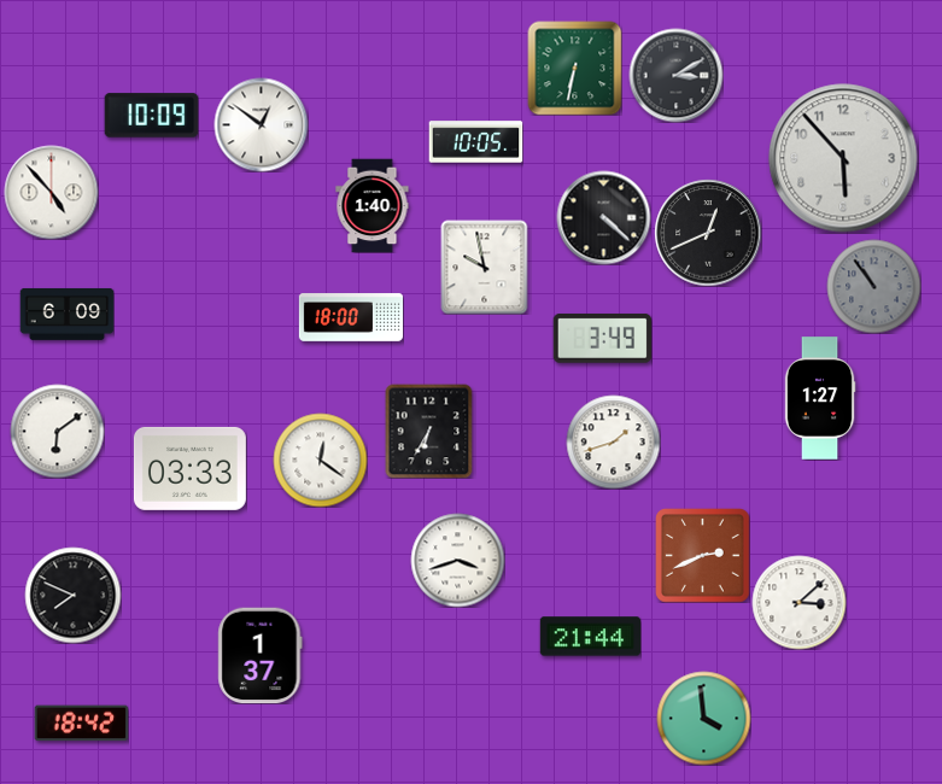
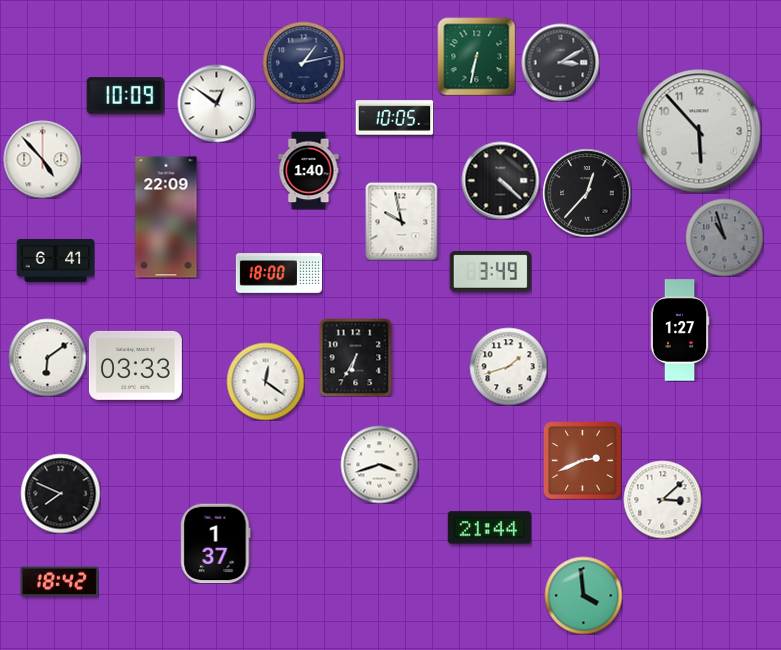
clock at (303, 62): none -> 1:13
clock at (708, 233): 12:41 -> 12:37
clock at (166, 217): none -> 22:09
clock at (873, 286): 10:54 -> 10:57
clock at (66, 314): 6:09 -> 6:41
clock at (350, 317) position: (350, 317) -> (278, 273)
clock at (602, 338) position: (602, 338) -> (490, 271)
clock at (189, 468) position: (189, 468) -> (135, 365)
clock at (81, 724) position: (81, 724) -> (59, 582)
